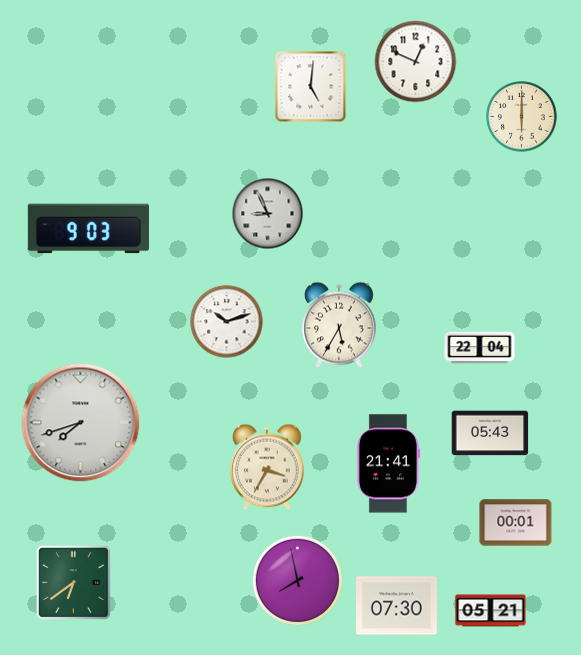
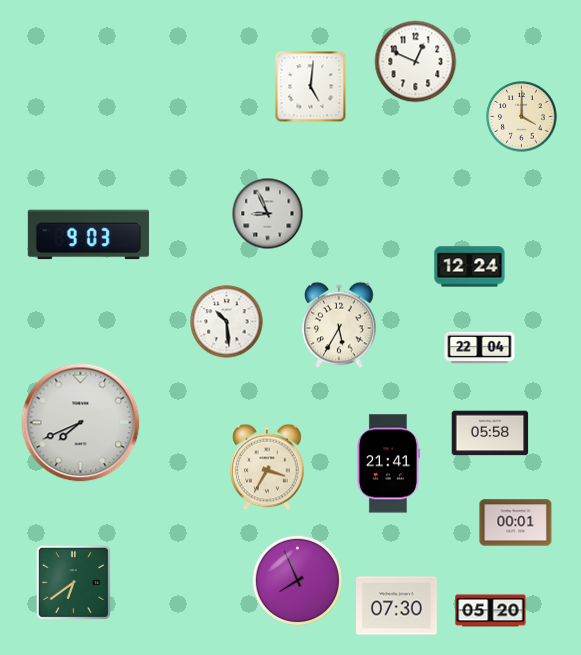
clock at (522, 117): 6:00 -> 4:00
clock at (88, 229) position: (88, 229) -> (88, 235)
clock at (470, 267): none -> 12:24
clock at (227, 322): 10:12 -> 10:29
clock at (81, 423): 7:42 -> 7:41
clock at (490, 433): 05:43 -> 05:58
clock at (297, 580): 7:58 -> 7:56
clock at (491, 611): 05:21 -> 05:20
